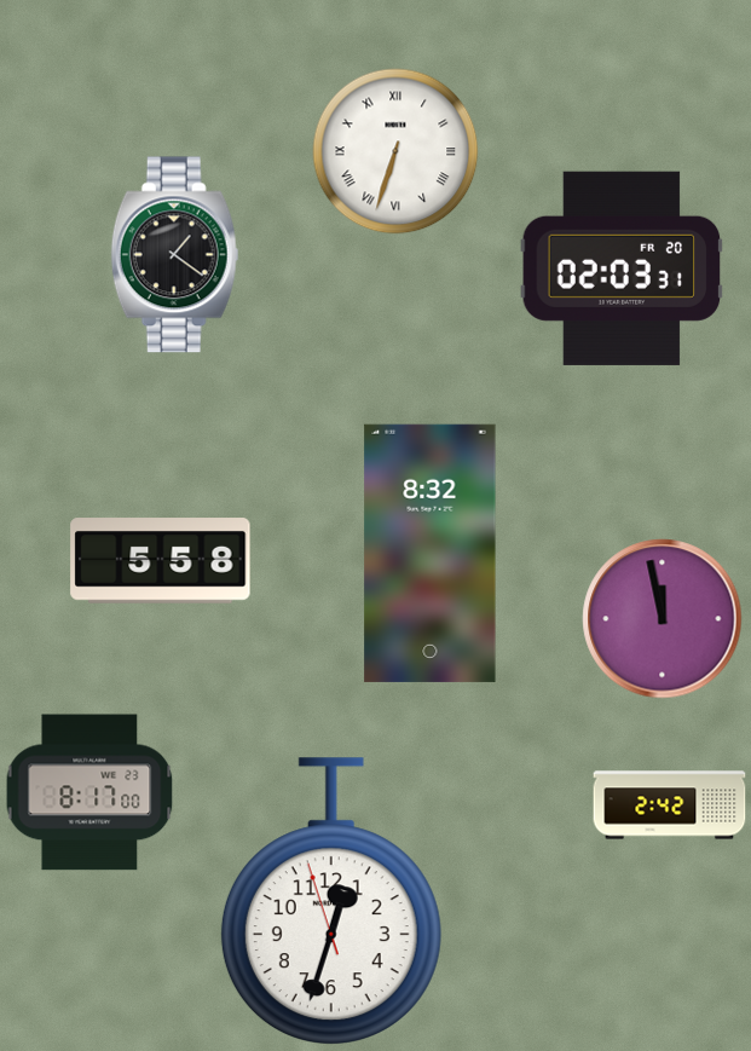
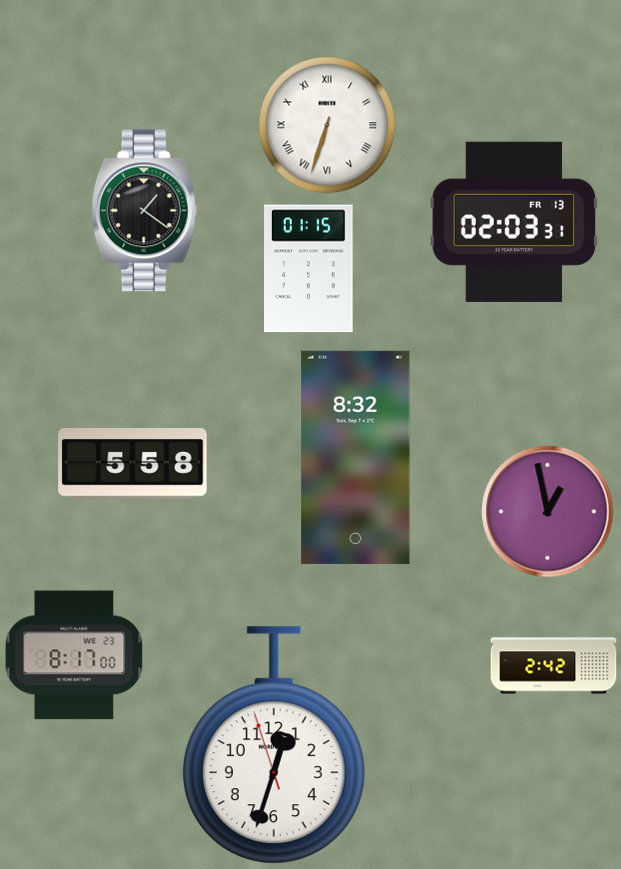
clock at (622, 268) date: FR 20 -> FR 13
clock at (309, 269): none -> 01:15
clock at (663, 619): 11:58 -> 12:58
